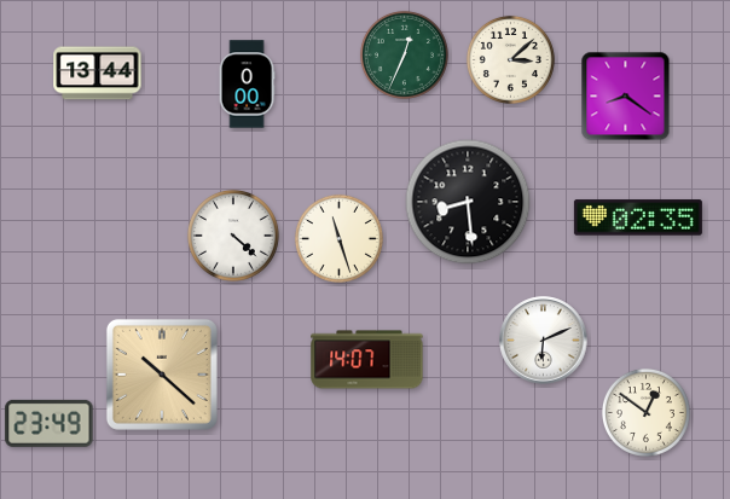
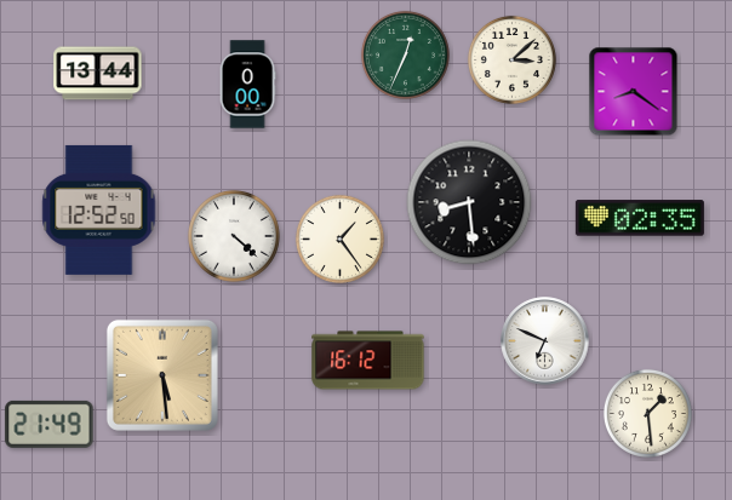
clock at (626, 97) position: (626, 97) -> (634, 92)
clock at (99, 209): none -> 12:52
clock at (338, 238): 11:27 -> 1:24
clock at (544, 341): 6:11 -> 6:49
clock at (367, 360): 14:07 -> 16:12
clock at (162, 375): 10:22 -> 5:29
clock at (645, 412): 12:51 -> 1:29
clock at (50, 423): 23:49 -> 21:49
